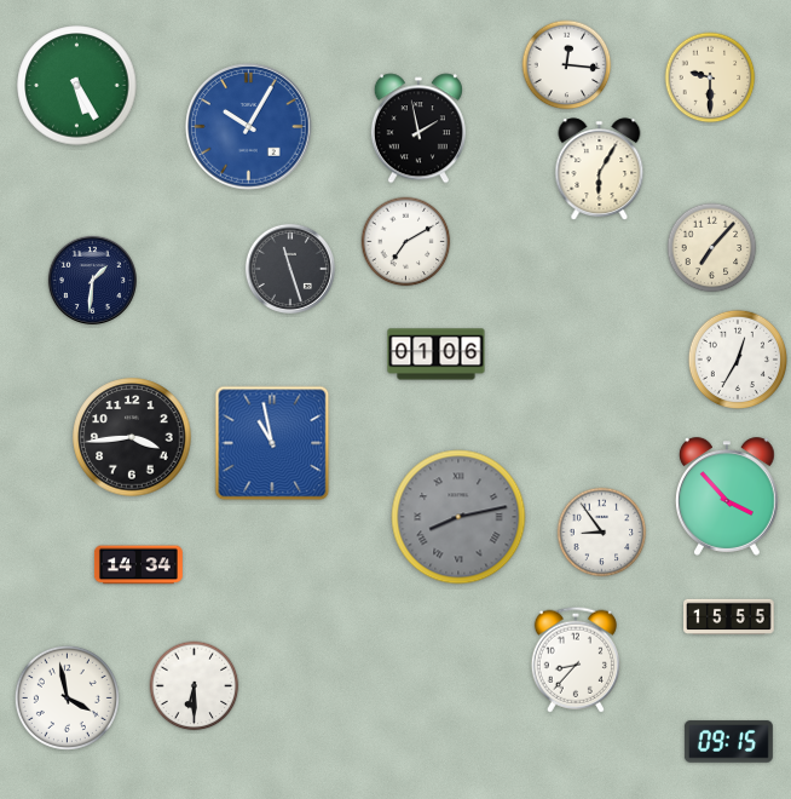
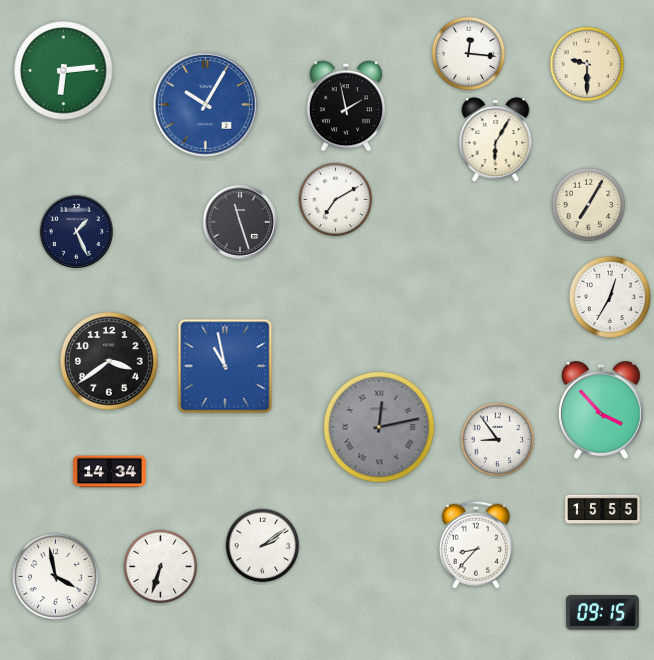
clock at (77, 86): 5:25 -> 6:14
clock at (712, 248): 7:07 -> 7:05
clock at (92, 280): 1:31 -> 1:26
clock at (437, 355): 01:06 -> none
clock at (132, 437): 3:44 -> 3:39
clock at (458, 517): 8:13 -> 12:13
clock at (138, 565) position: (138, 565) -> (109, 472)
clock at (263, 546): none -> 2:09
clock at (195, 686): 6:30 -> 6:33
